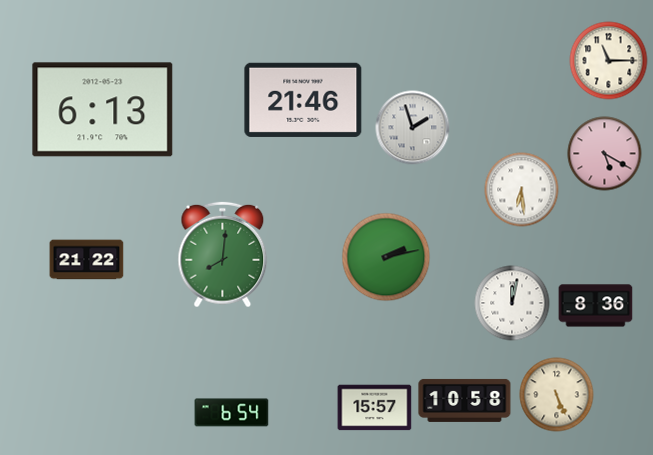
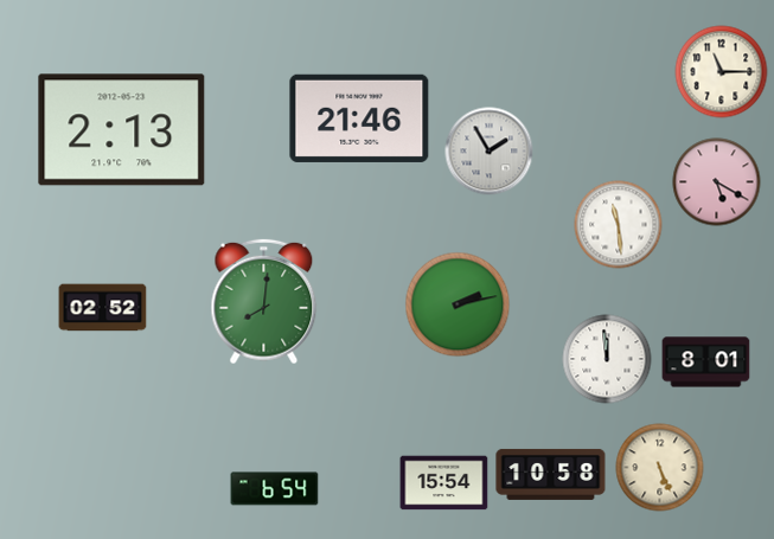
clock at (103, 110): 6:13 -> 2:13
clock at (413, 128): 1:57 -> 1:55
clock at (522, 190): 6:29 -> 11:29
clock at (87, 260): 21:22 -> 02:52
clock at (512, 303): 12:02 -> 11:59
clock at (596, 306): 8:36 -> 8:01
clock at (375, 408): 15:57 -> 15:54
